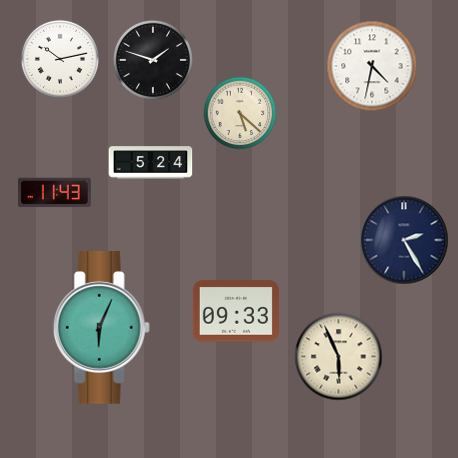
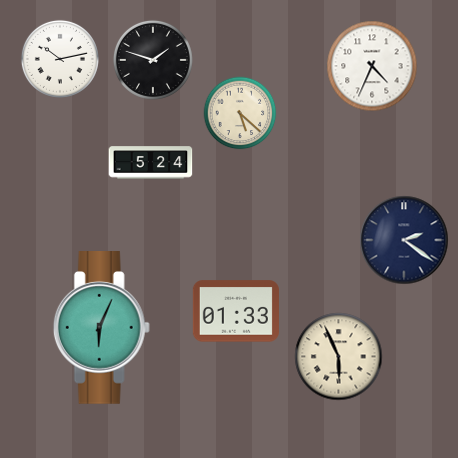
clock at (372, 66): 4:32 -> 4:34
clock at (55, 193): 11:43 -> none
clock at (404, 240): 2:25 -> 2:21
clock at (236, 311): 09:33 -> 01:33
